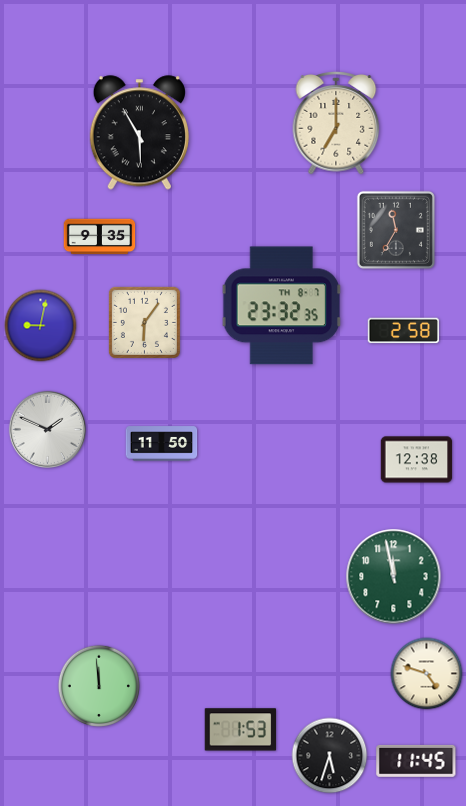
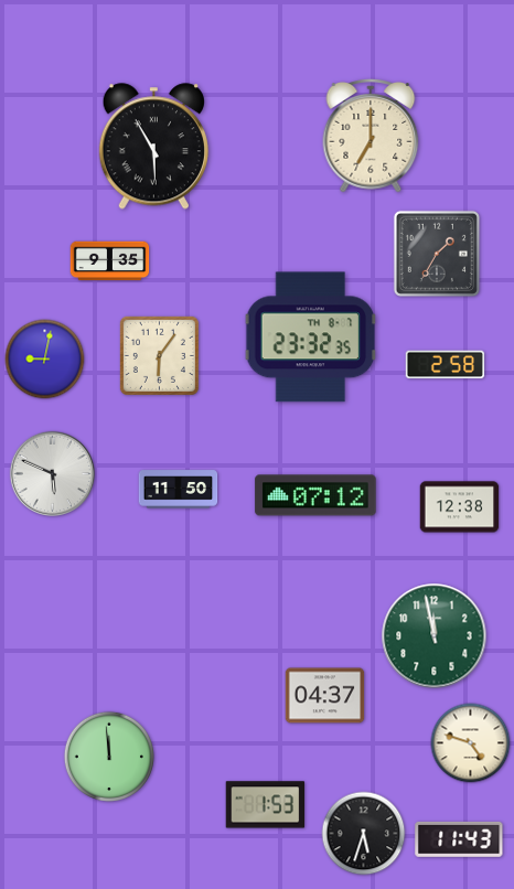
clock at (396, 230): 11:35 -> 1:35
clock at (47, 429): 1:49 -> 5:49
clock at (315, 495): none -> 07:12
clock at (325, 696): none -> 04:37
clock at (416, 761): 11:45 -> 11:43
